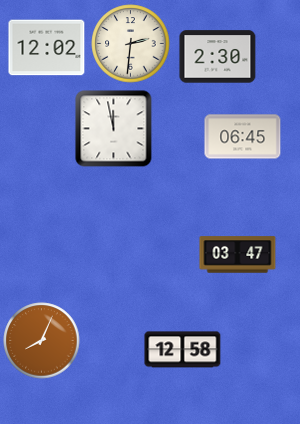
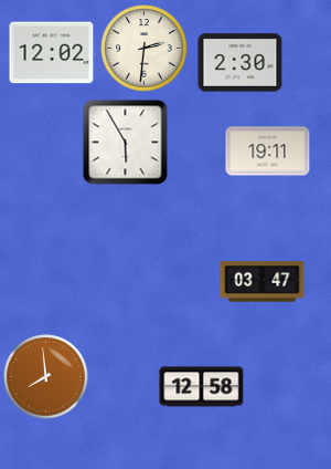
clock at (114, 129): 11:58 -> 5:55
clock at (243, 137): 06:45 -> 19:11
clock at (42, 341): 8:04 -> 7:59
